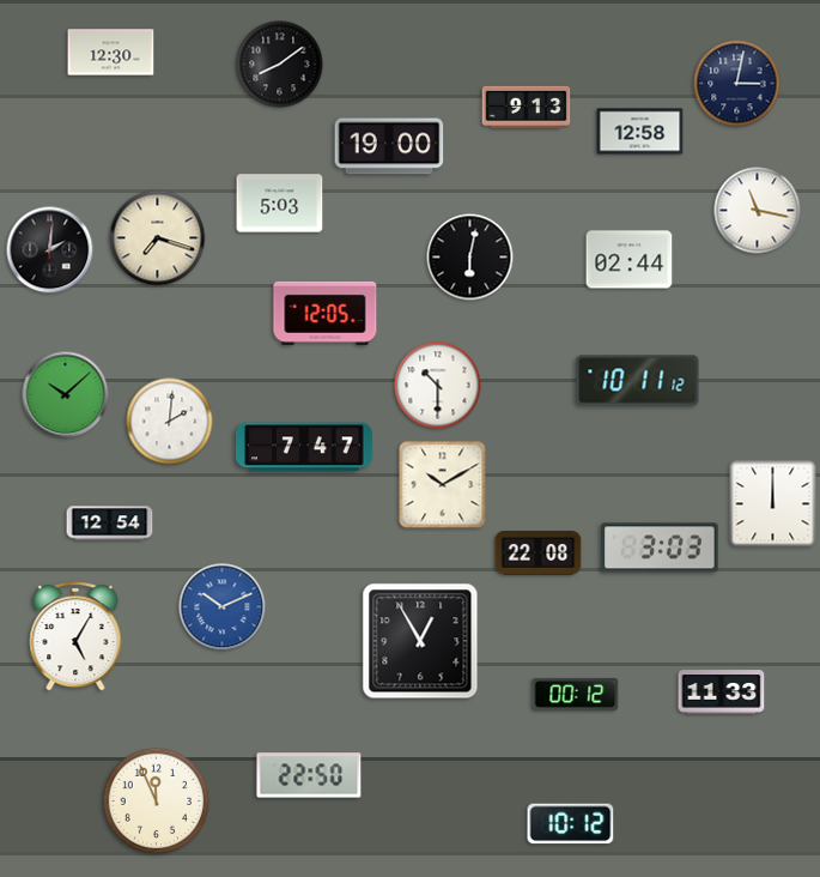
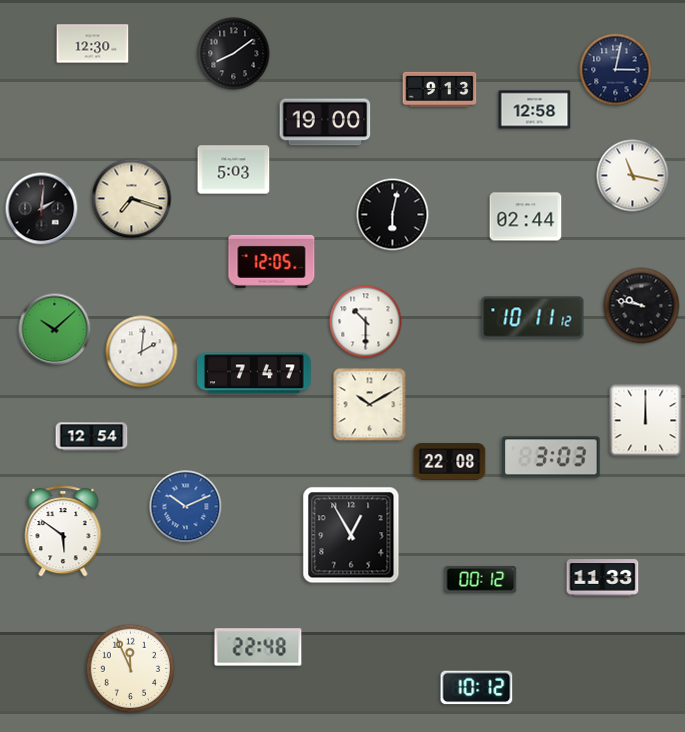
clock at (642, 306): none -> 9:47
clock at (75, 636): 5:05 -> 5:51
clock at (309, 775): 22:50 -> 22:48
